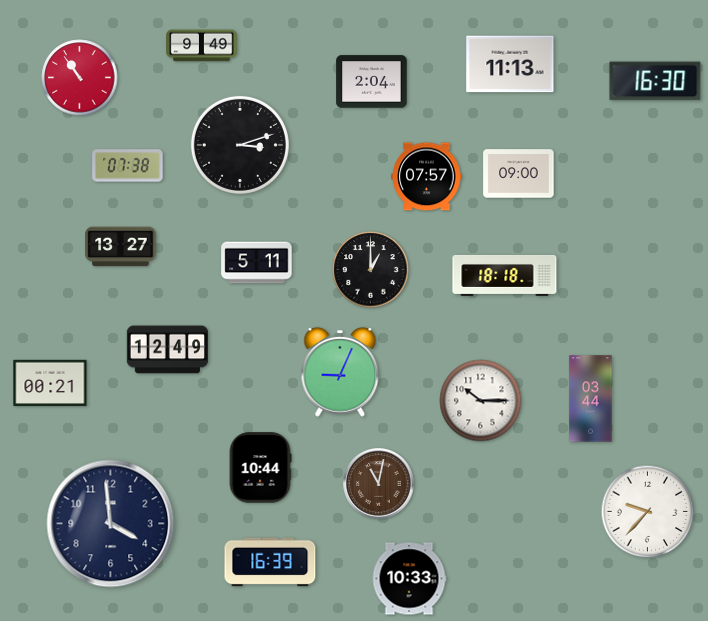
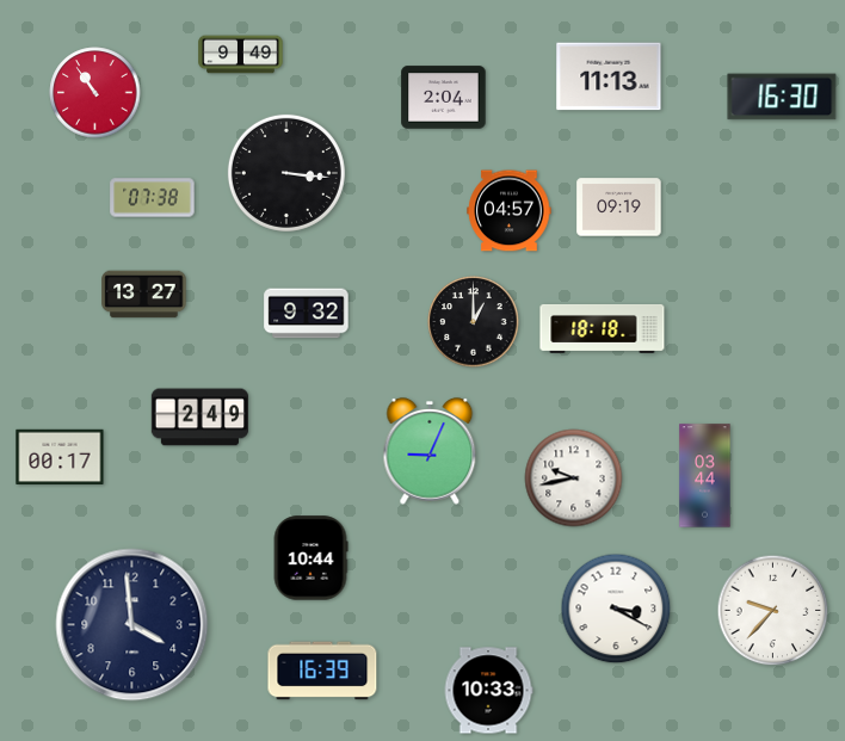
clock at (240, 145): 3:12 -> 3:16
clock at (519, 174): 09:00 -> 09:19
clock at (427, 177): 07:57 -> 04:57
clock at (257, 263): 5:11 -> 9:32
clock at (371, 270) position: (371, 270) -> (474, 322)
clock at (167, 350): 12:49 -> 2:49
clock at (340, 372) position: (340, 372) -> (430, 451)
clock at (50, 383): 00:21 -> 00:17
clock at (481, 401): 10:15 -> 9:43
clock at (379, 484): 11:02 -> none
clock at (616, 609): none -> 3:20
